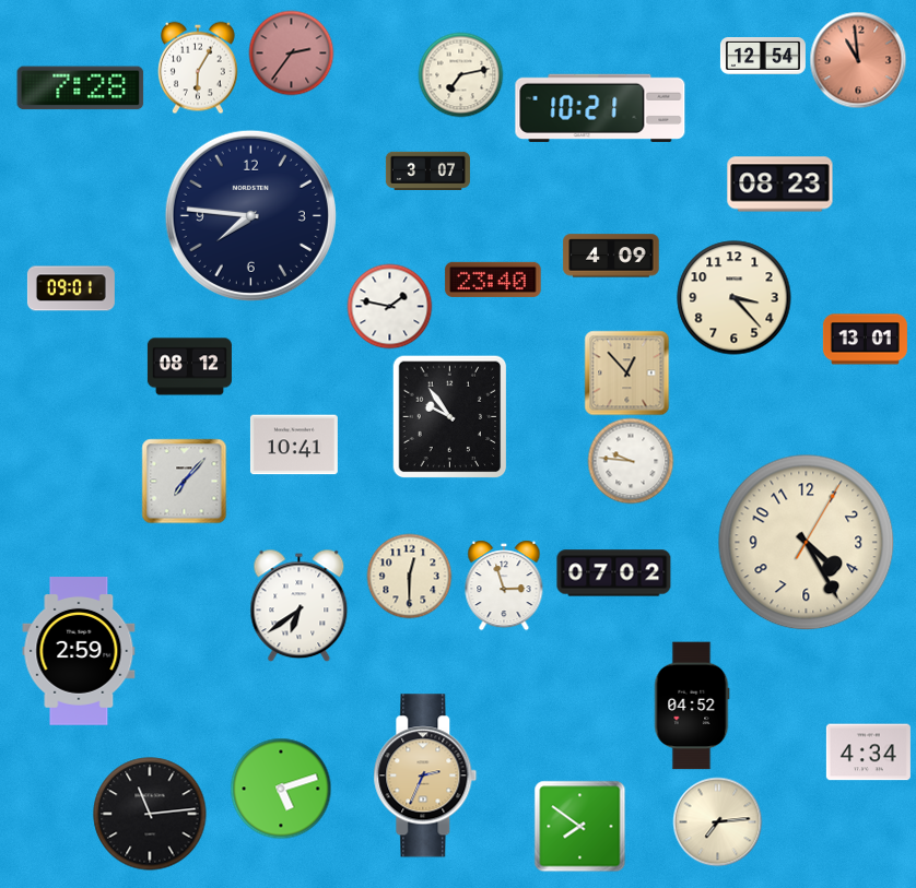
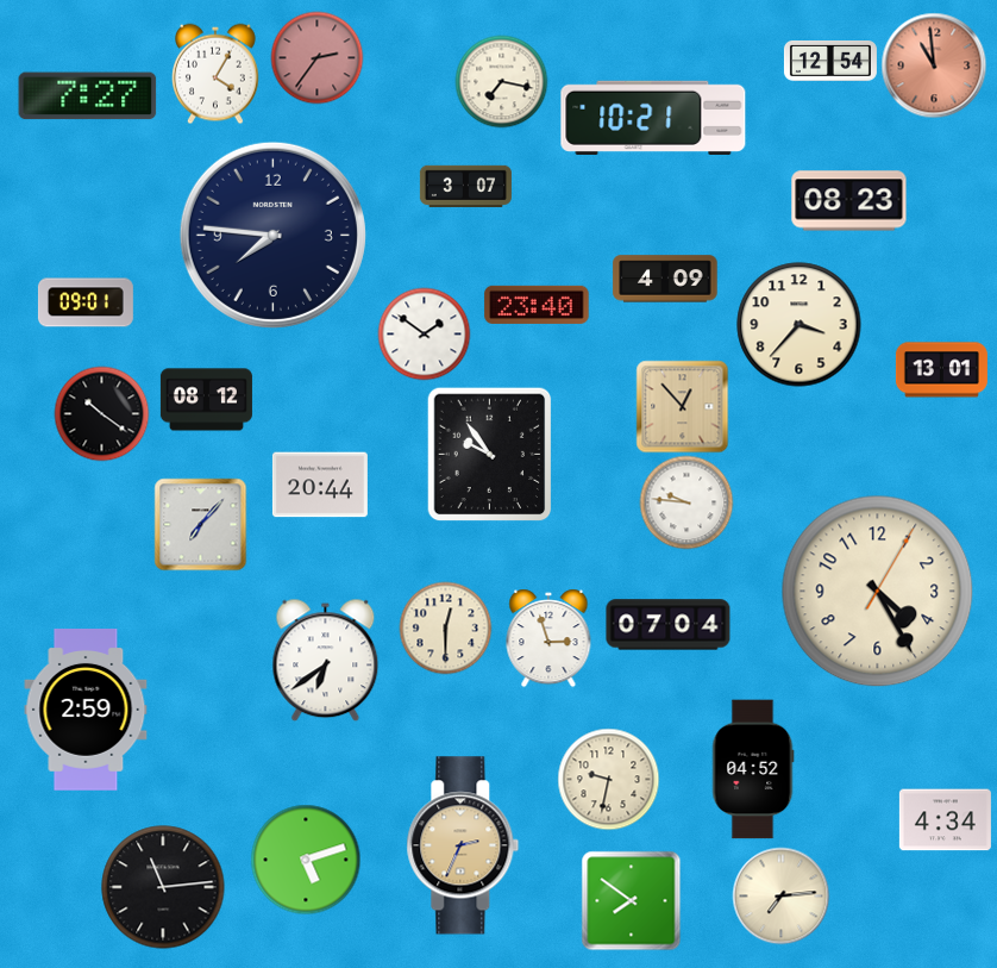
clock at (199, 68): 6:05 -> 4:05
clock at (460, 74): 7:13 -> 7:17
clock at (81, 88): 7:28 -> 7:27
clock at (71, 288) position: (71, 288) -> (86, 302)
clock at (735, 298): 3:23 -> 3:37
clock at (389, 306): 1:47 -> 1:51
clock at (101, 413): none -> 10:21
clock at (294, 445): 10:41 -> 20:44
clock at (614, 573): 07:02 -> 07:04
clock at (608, 779): none -> 9:32
